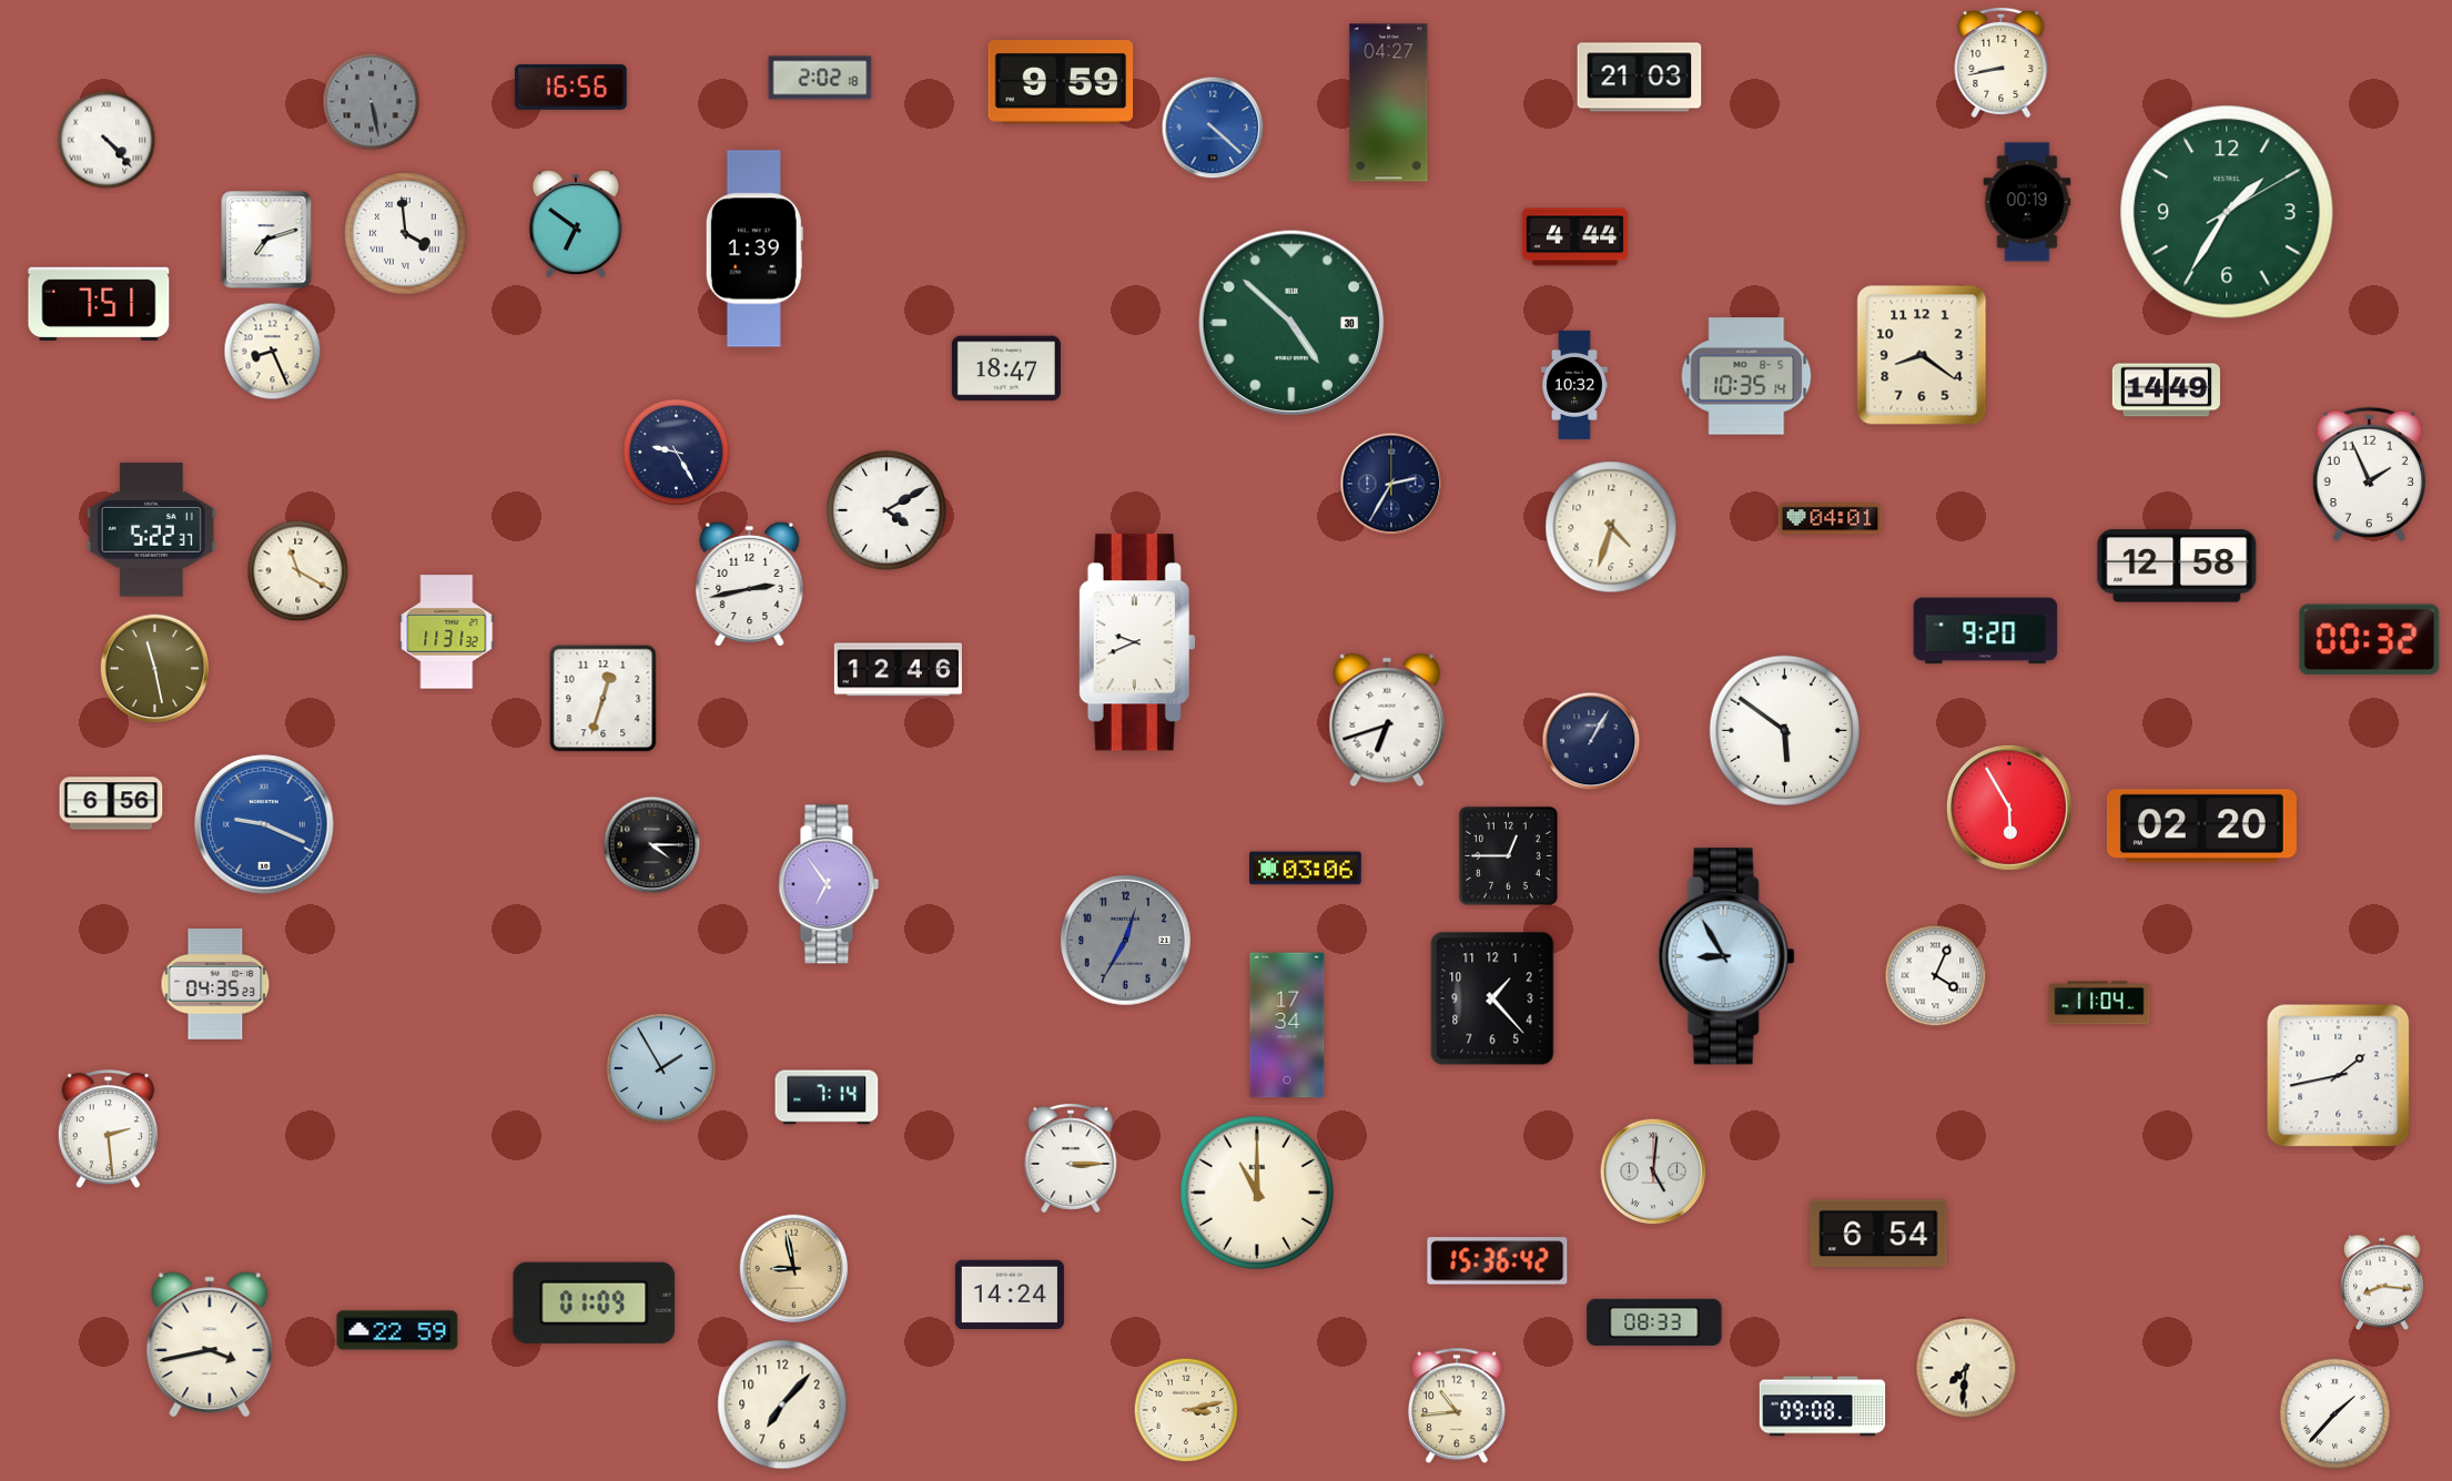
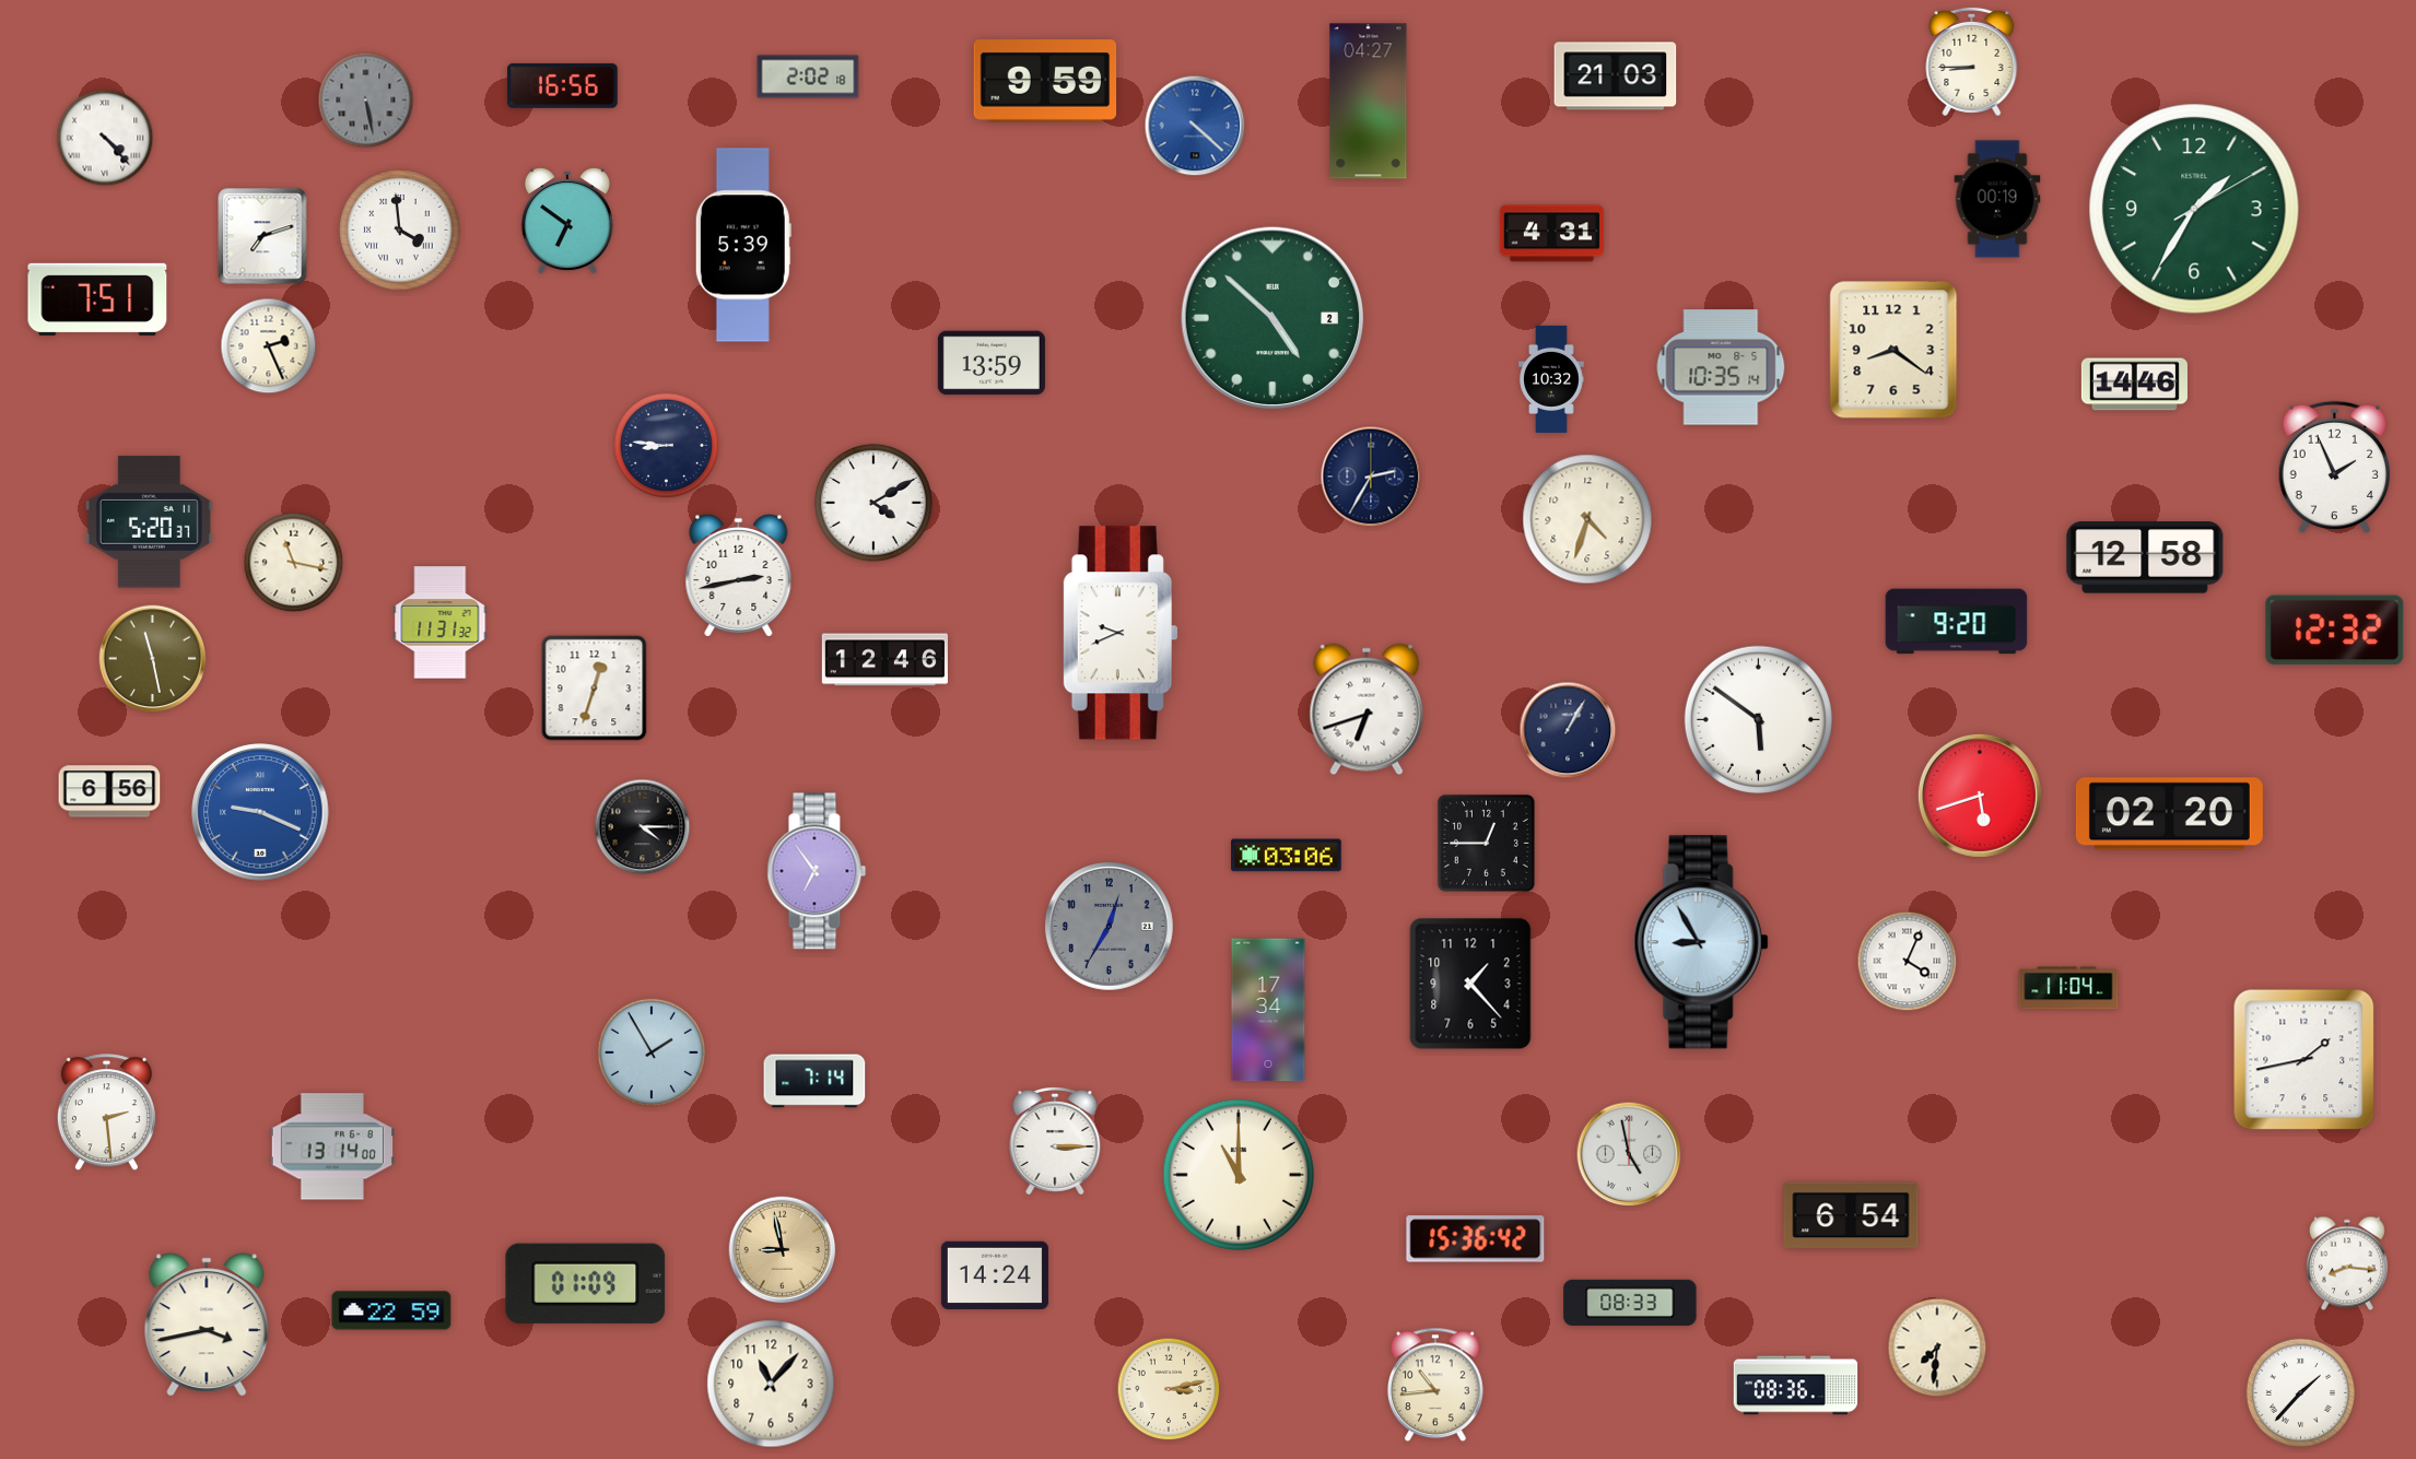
clock at (2002, 62): 8:43 -> 8:45
clock at (1575, 237): 4:44 -> 4:31
clock at (754, 248): 1:39 -> 5:39
clock at (1291, 323) date: 30 -> 2
clock at (273, 352): 8:26 -> 2:26
clock at (1006, 368): 18:47 -> 13:59
clock at (1746, 376) position: (1746, 376) -> (1721, 367)
clock at (2166, 390): 14:49 -> 14:46
clock at (677, 453): 9:25 -> 8:46
clock at (1831, 519): 04:01 -> none
clock at (151, 530): 5:22 -> 5:20
clock at (298, 571): 11:20 -> 11:17
clock at (2370, 640): 00:32 -> 12:32
clock at (2009, 808): 5:55 -> 5:42
clock at (652, 845) position: (652, 845) -> (643, 827)
clock at (215, 984): 04:35 -> none
clock at (332, 1146): none -> 13:14
clock at (1653, 1171): 5:01 -> 4:58
clock at (1498, 1261) position: (1498, 1261) -> (1476, 1239)
clock at (782, 1404): 7:07 -> 11:07
clock at (1823, 1407): 09:08 -> 08:36
